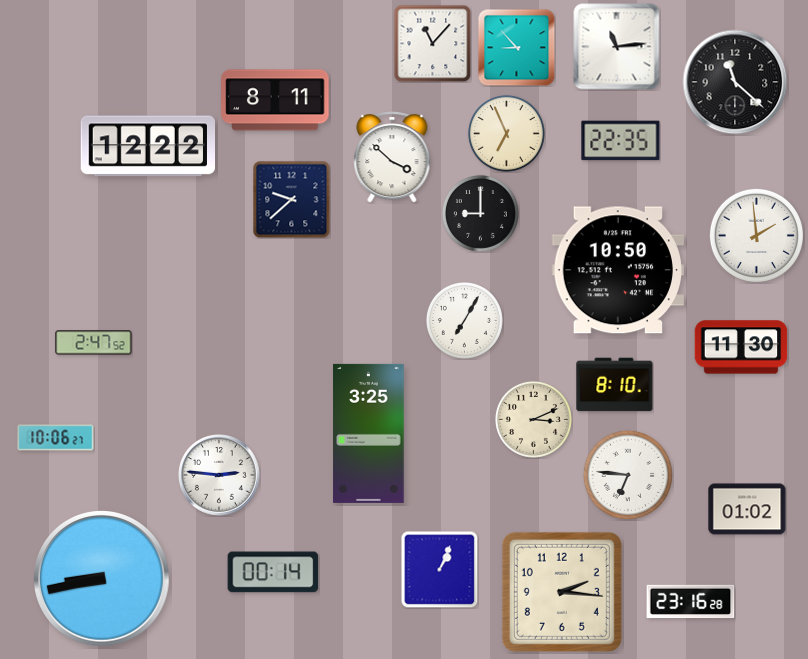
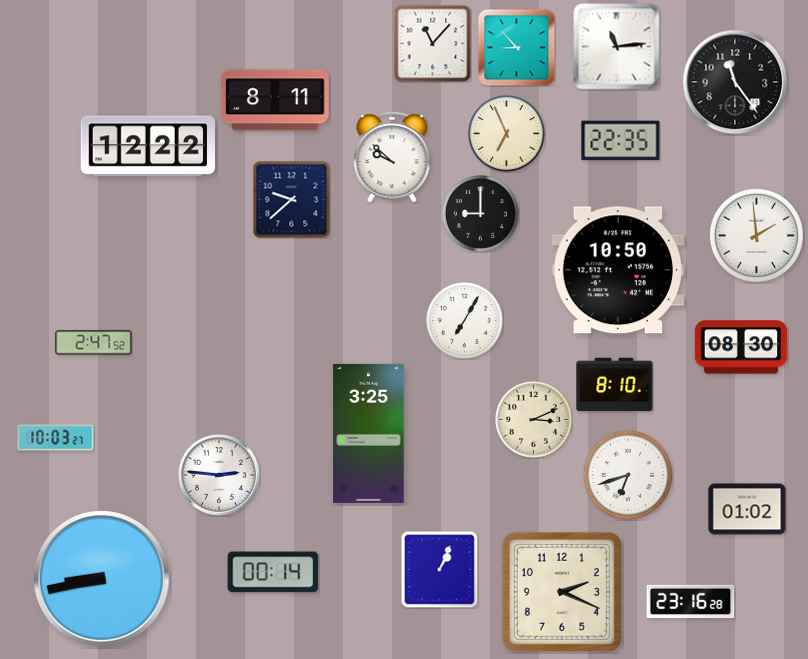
clock at (735, 82): 11:22 -> 11:24
clock at (392, 157): 3:52 -> 9:52
clock at (741, 347): 11:30 -> 08:30
clock at (56, 438): 10:06 -> 10:03
clock at (628, 475): 6:46 -> 6:42
clock at (562, 592): 2:16 -> 2:19
